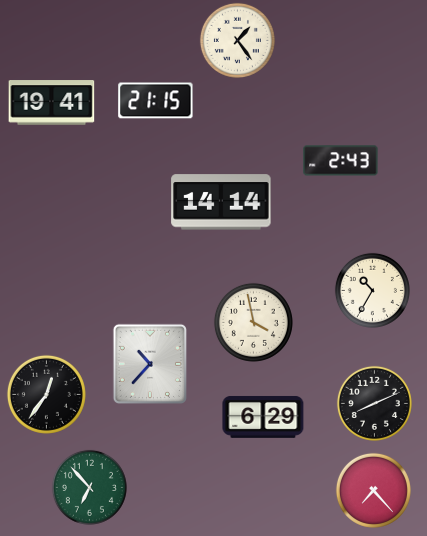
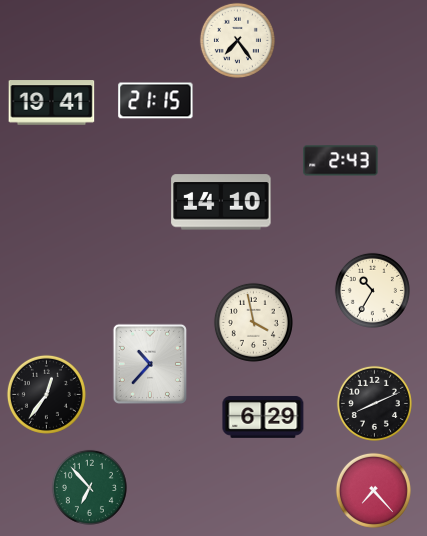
clock at (237, 40): 1:24 -> 7:24
clock at (221, 202): 14:14 -> 14:10
